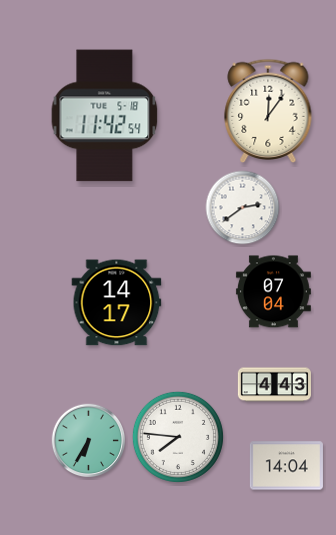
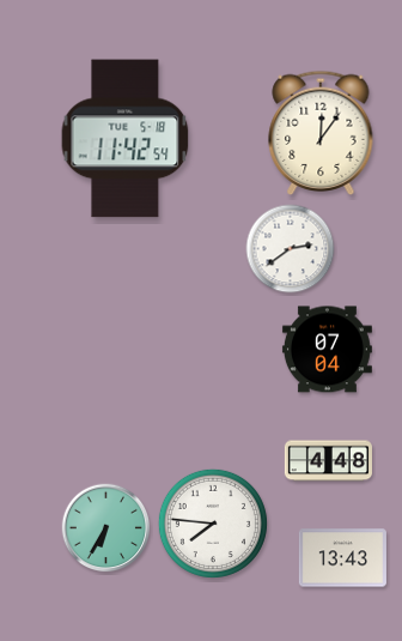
clock at (117, 303): 14:17 -> none
clock at (274, 385): 4:43 -> 4:48
clock at (286, 466): 14:04 -> 13:43
